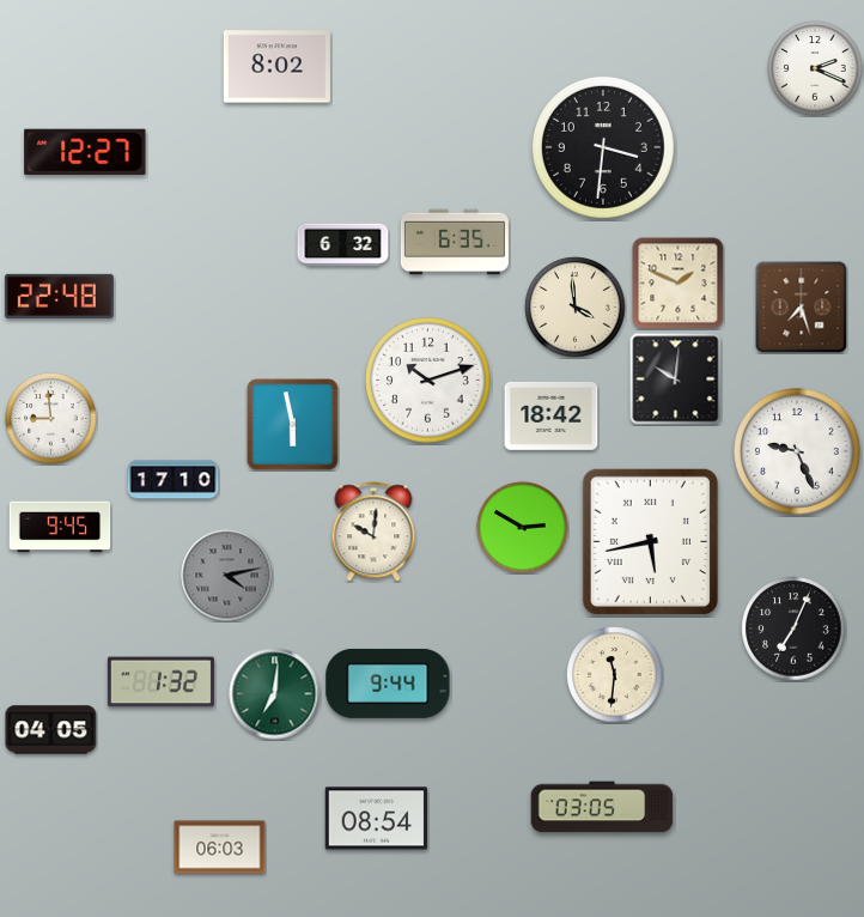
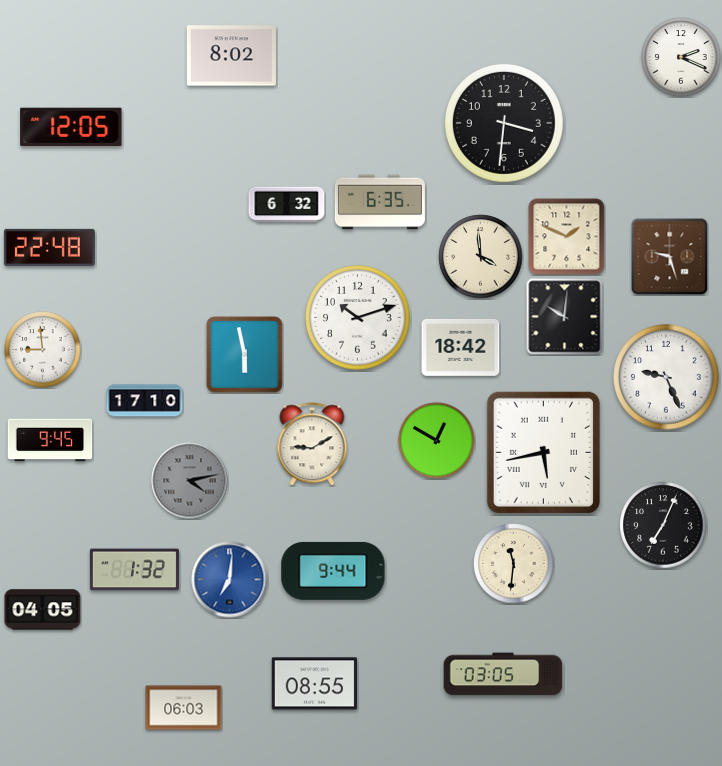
clock at (85, 152): 12:27 -> 12:05
clock at (802, 308): 7:27 -> 9:27
clock at (523, 528): 2:50 -> 12:50
clock at (373, 532): 10:01 -> 9:10
clock at (388, 684) position: (388, 684) -> (333, 571)
clock at (275, 694) dial: green -> blue
clock at (377, 819): 08:54 -> 08:55
